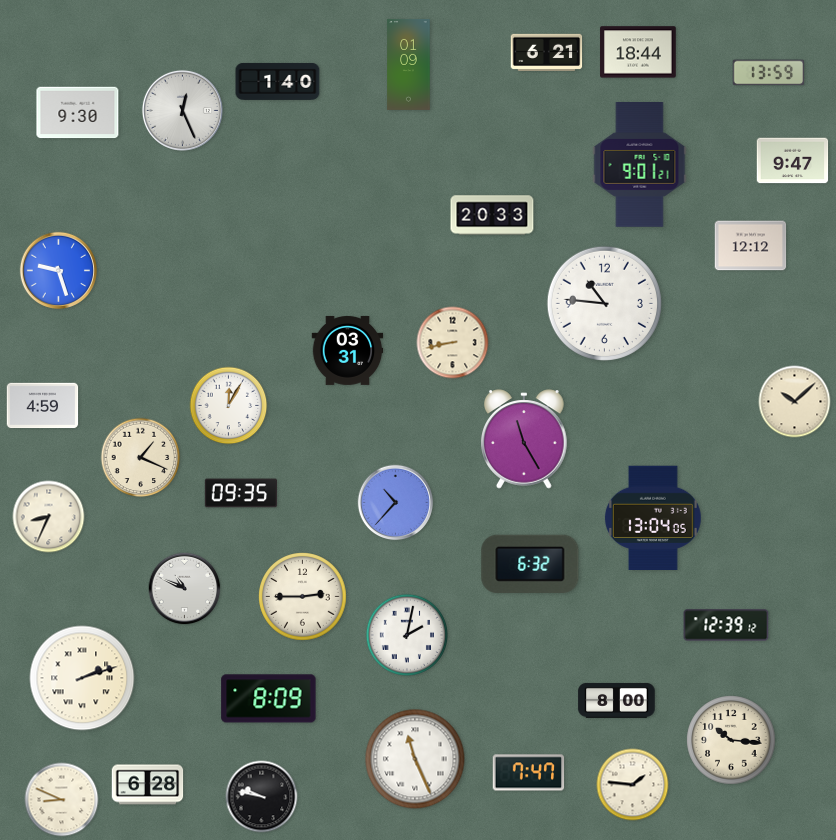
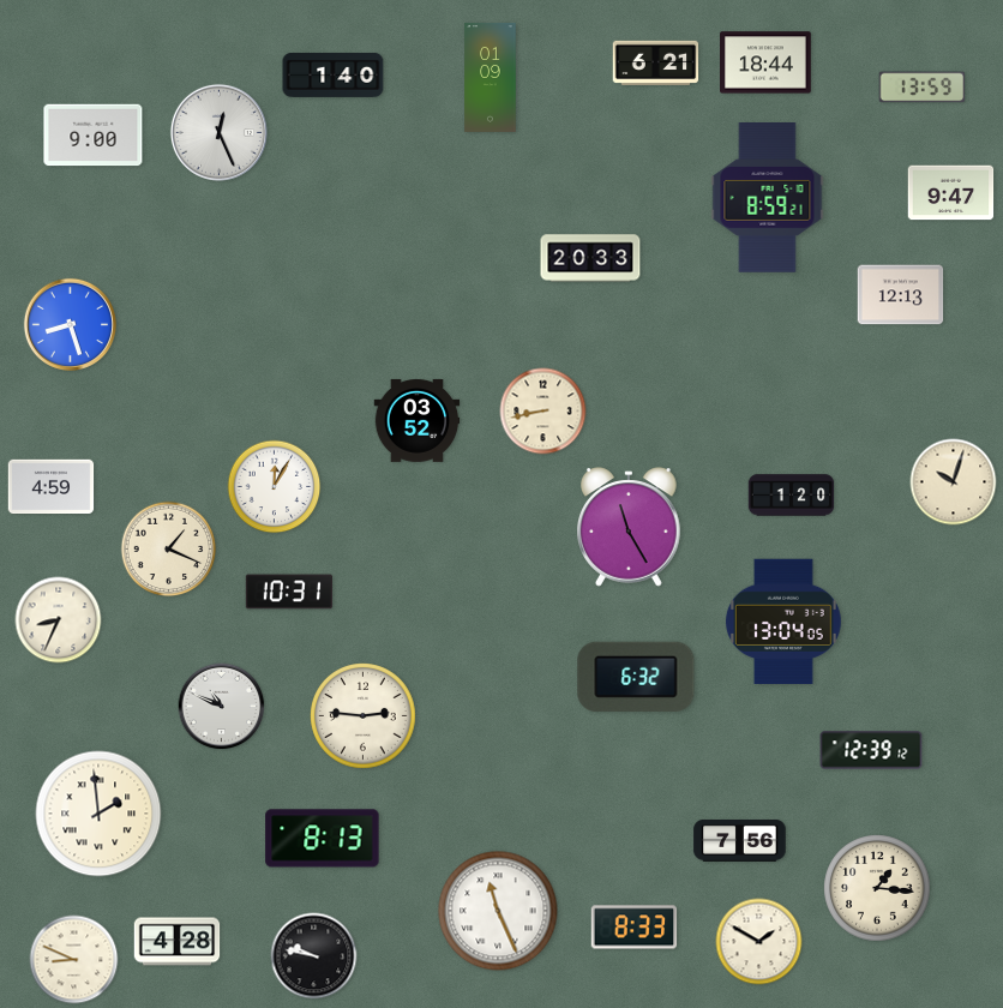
clock at (278, 81) position: (278, 81) -> (334, 74)
clock at (78, 113): 9:30 -> 9:00
clock at (640, 165): 9:01 -> 8:59
clock at (751, 246): 12:12 -> 12:13
clock at (58, 270): 9:27 -> 8:27
clock at (604, 303): 10:46 -> none
clock at (348, 350): 03:31 -> 03:52
clock at (795, 402): 10:08 -> 10:03
clock at (792, 496): none -> 1:20
clock at (240, 493): 09:35 -> 10:31
clock at (396, 503): 10:37 -> none
clock at (303, 597): 2:45 -> 2:46
clock at (406, 634): 2:02 -> none
clock at (82, 678): 2:12 -> 1:59
clock at (269, 699): 8:09 -> 8:13
clock at (617, 700): 8:00 -> 7:56
clock at (731, 740): 10:16 -> 1:16
clock at (529, 773): 7:47 -> 8:33
clock at (148, 785): 6:28 -> 4:28
clock at (633, 785): 1:46 -> 1:50
